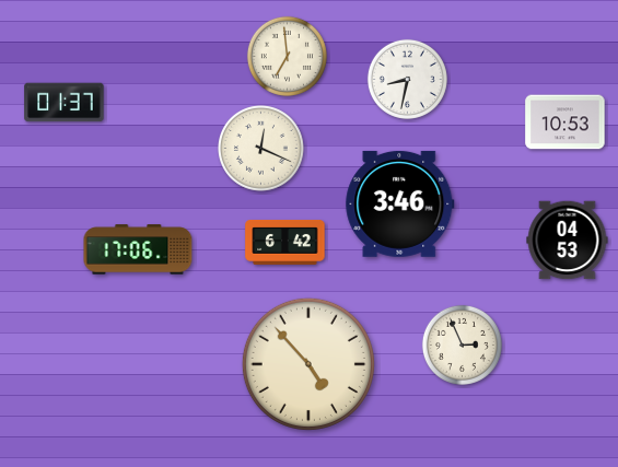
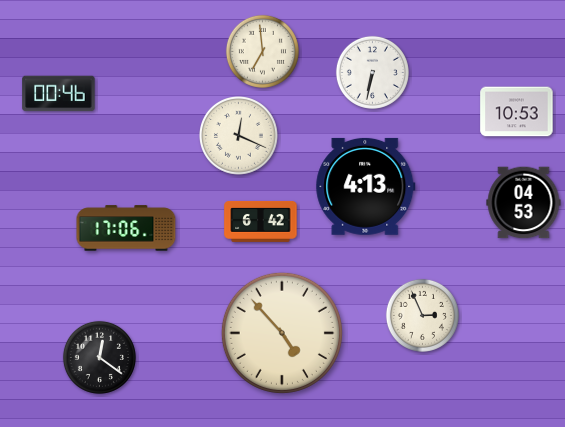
clock at (407, 79): 8:32 -> 6:32
clock at (65, 103): 01:37 -> 00:46
clock at (400, 203): 3:46 -> 4:13
clock at (568, 241) position: (568, 241) -> (524, 203)
clock at (99, 357): none -> 12:21
